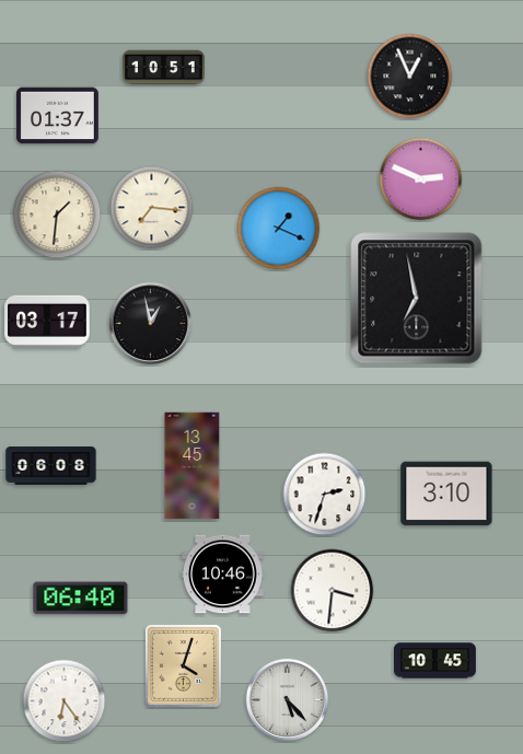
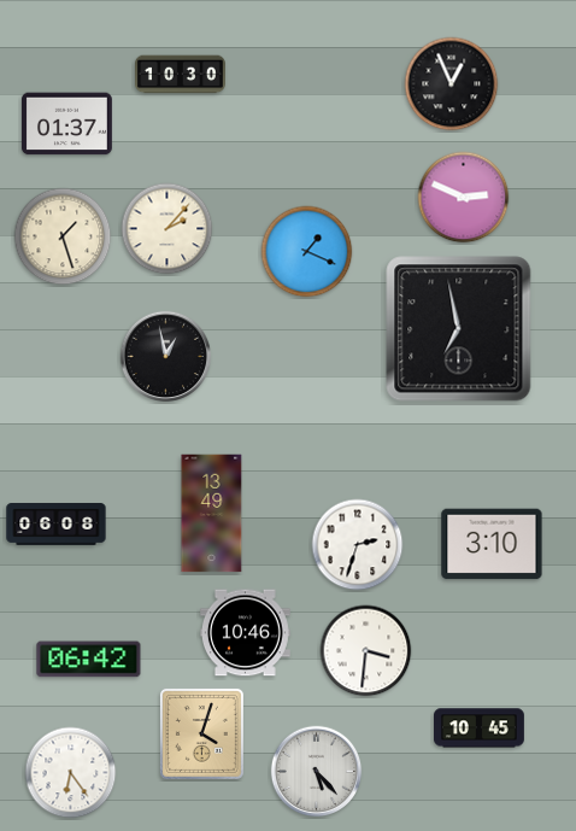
clock at (164, 68): 10:51 -> 10:30
clock at (57, 116) position: (57, 116) -> (66, 124)
clock at (152, 208): 7:16 -> 2:07
clock at (57, 214): 1:31 -> 1:27
clock at (47, 322): 03:17 -> none
clock at (51, 466) position: (51, 466) -> (57, 525)
clock at (193, 466): 13:45 -> 13:49
clock at (81, 599): 06:40 -> 06:42
